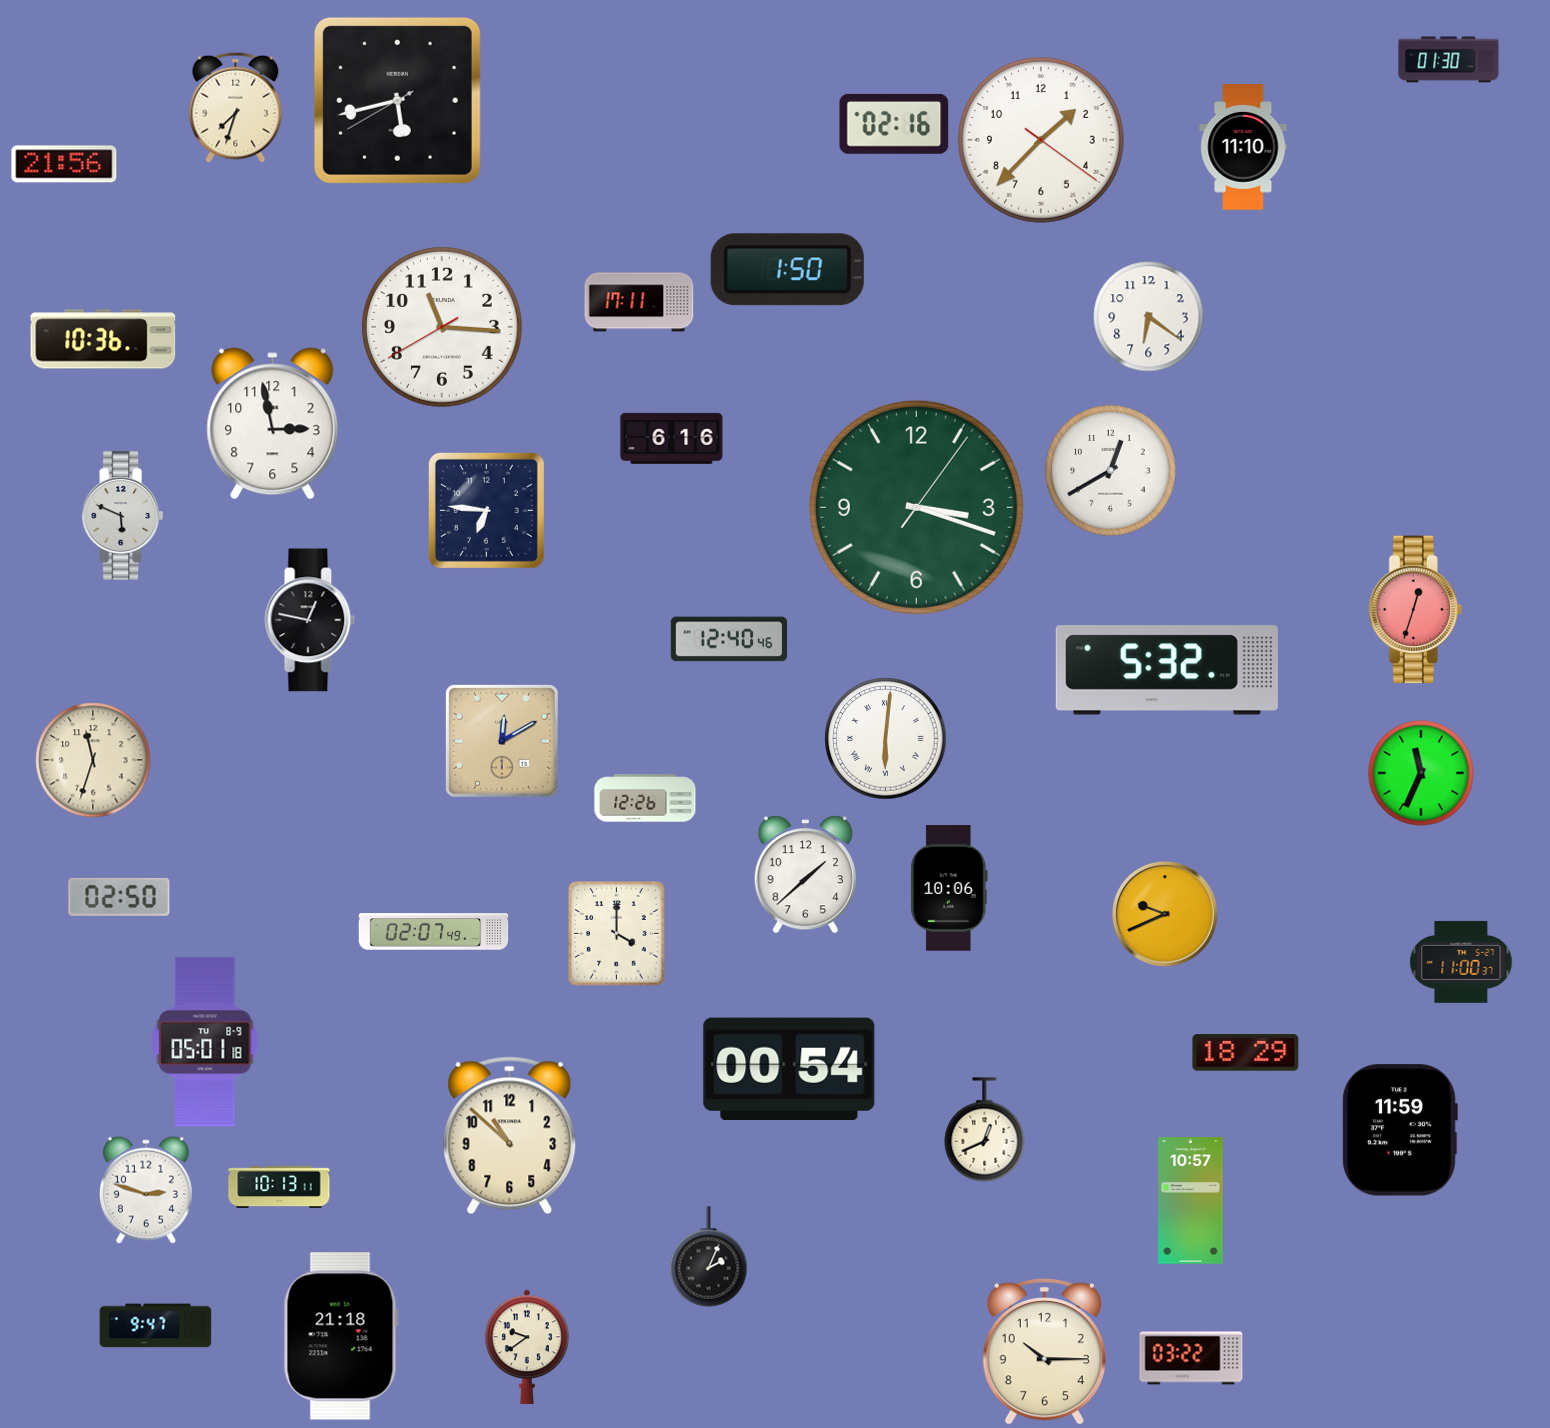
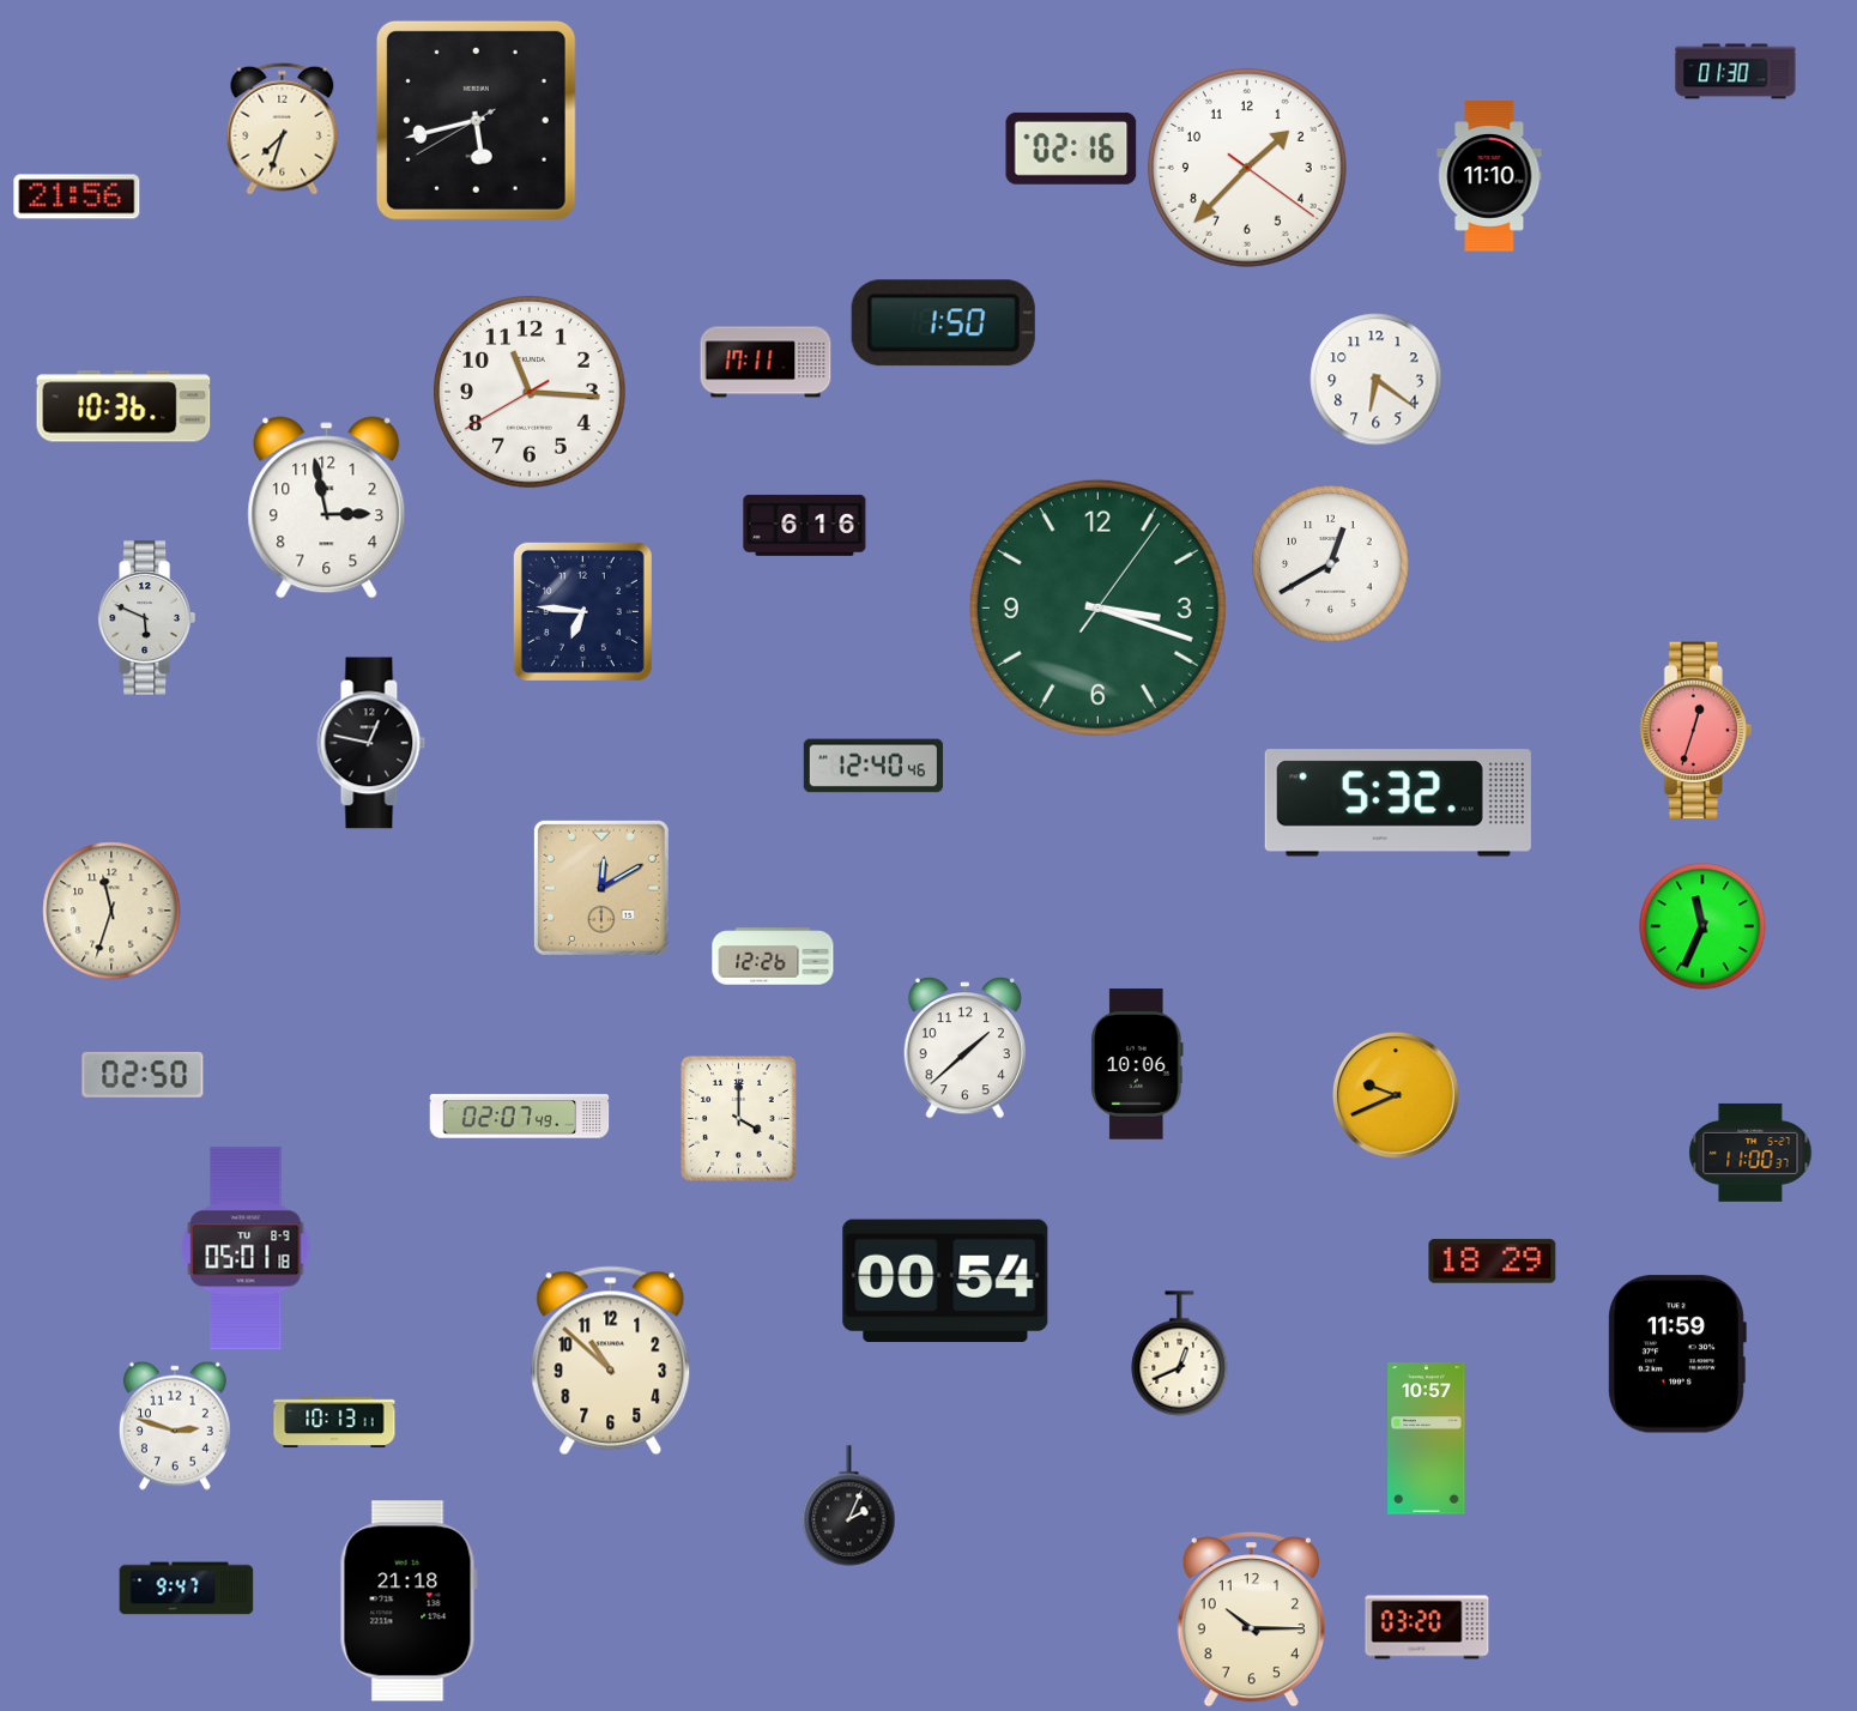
clock at (886, 739): 6:01 -> none
clock at (528, 1347): 9:39 -> none
clock at (1191, 1358): 03:22 -> 03:20
